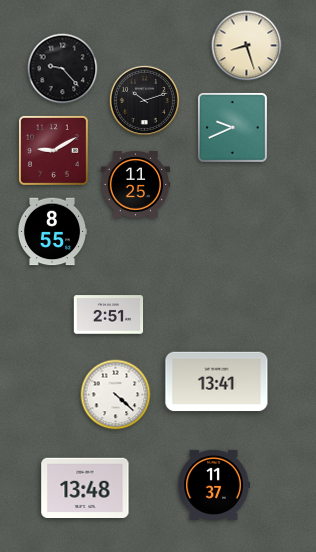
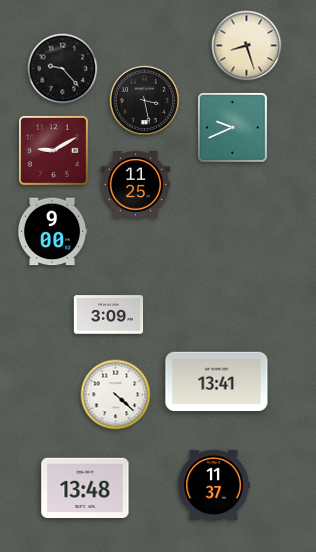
clock at (144, 100): 10:12 -> 3:28
clock at (52, 232): 8:55 -> 9:00
clock at (109, 315): 2:51 -> 3:09
